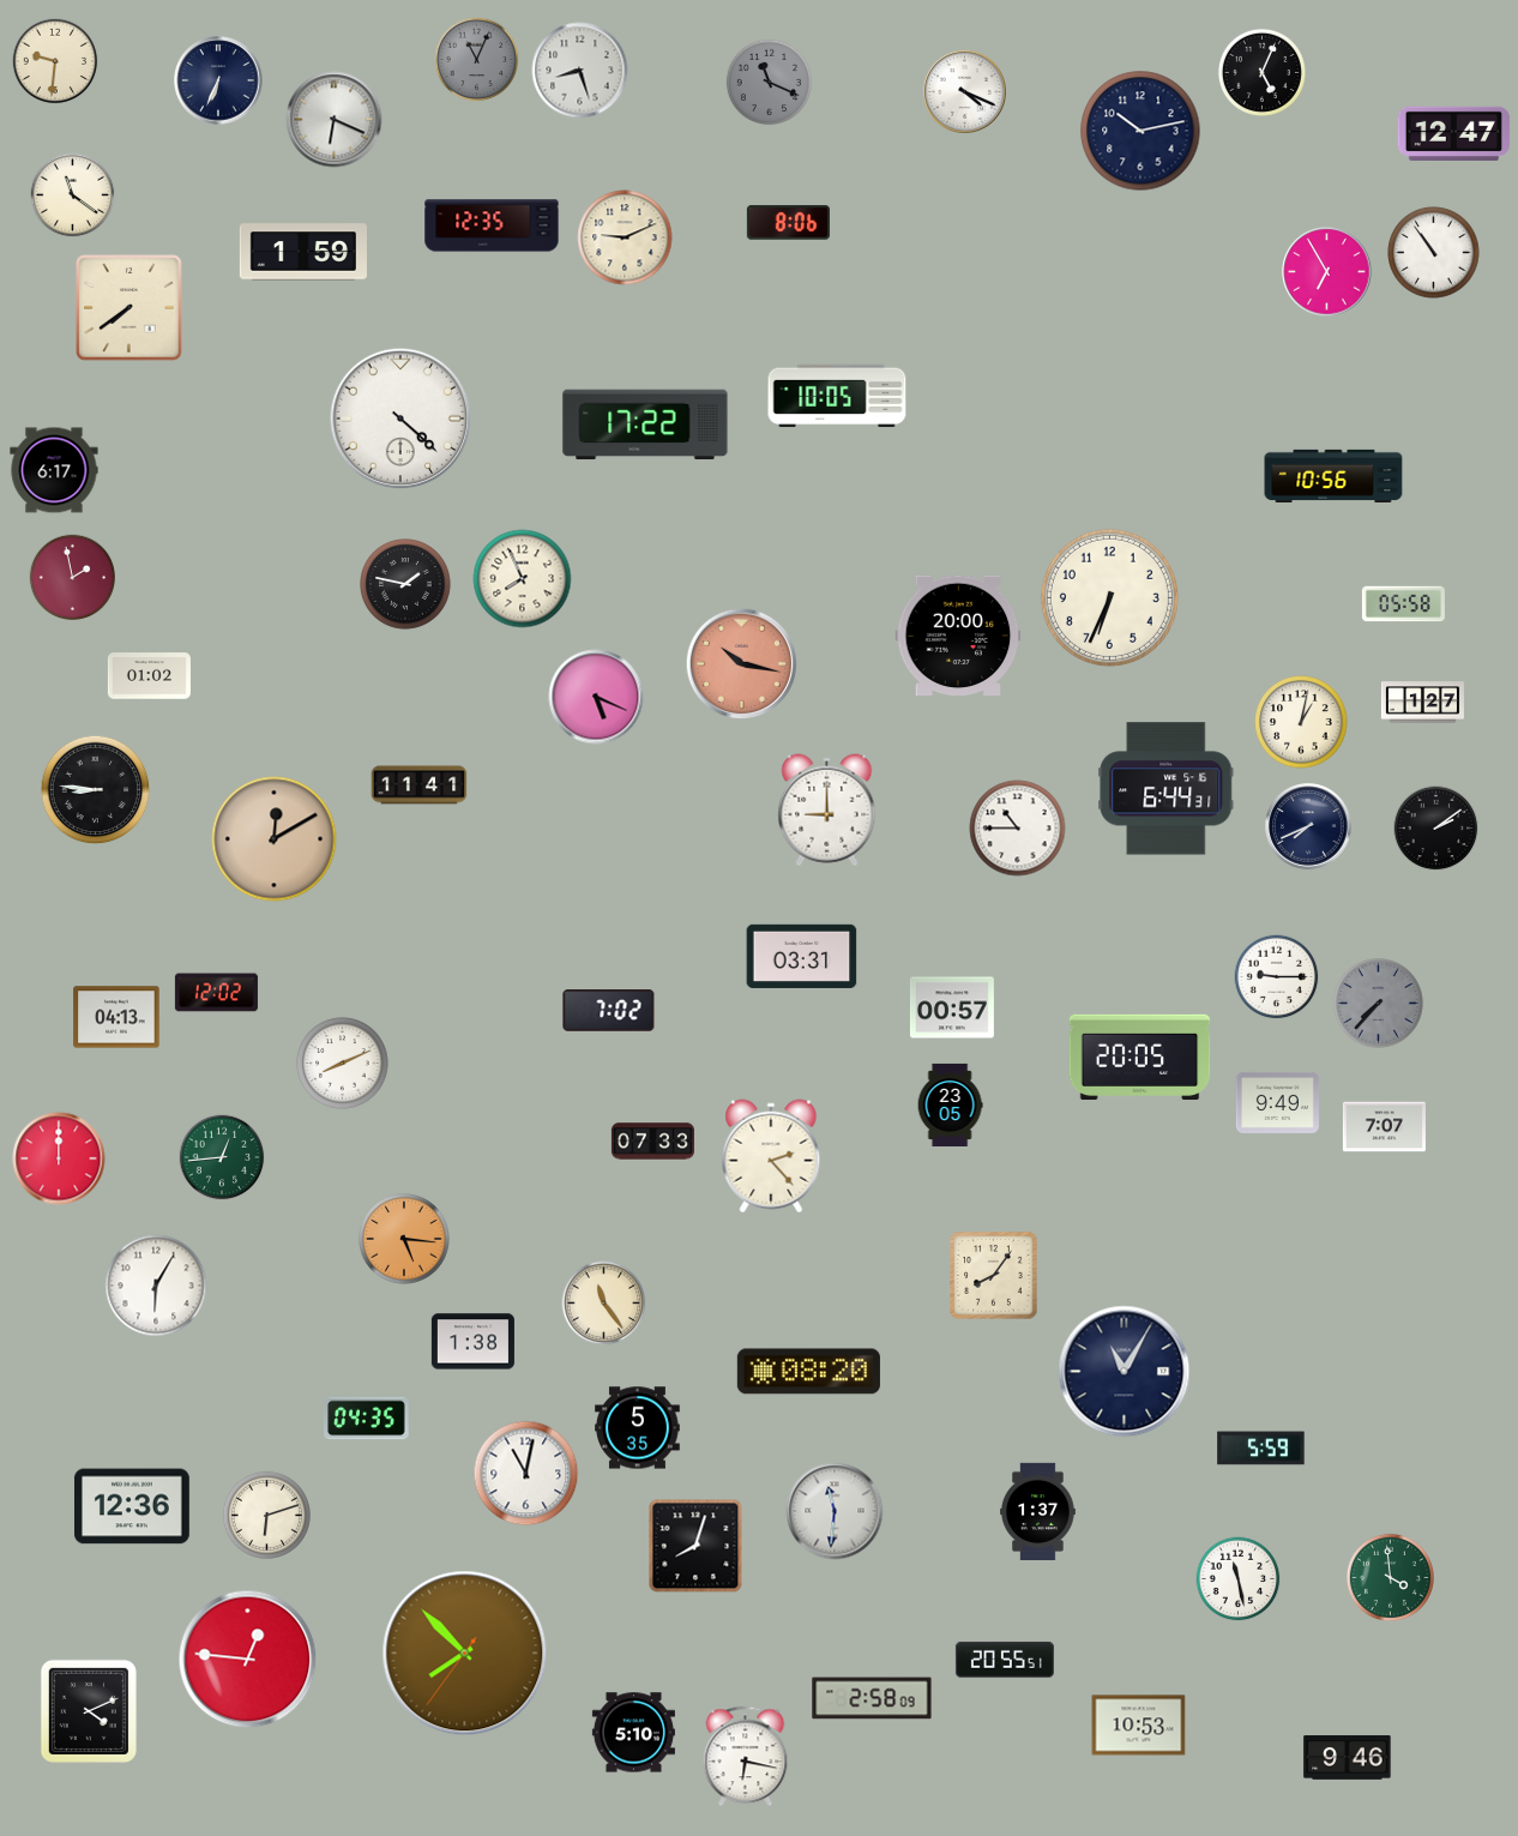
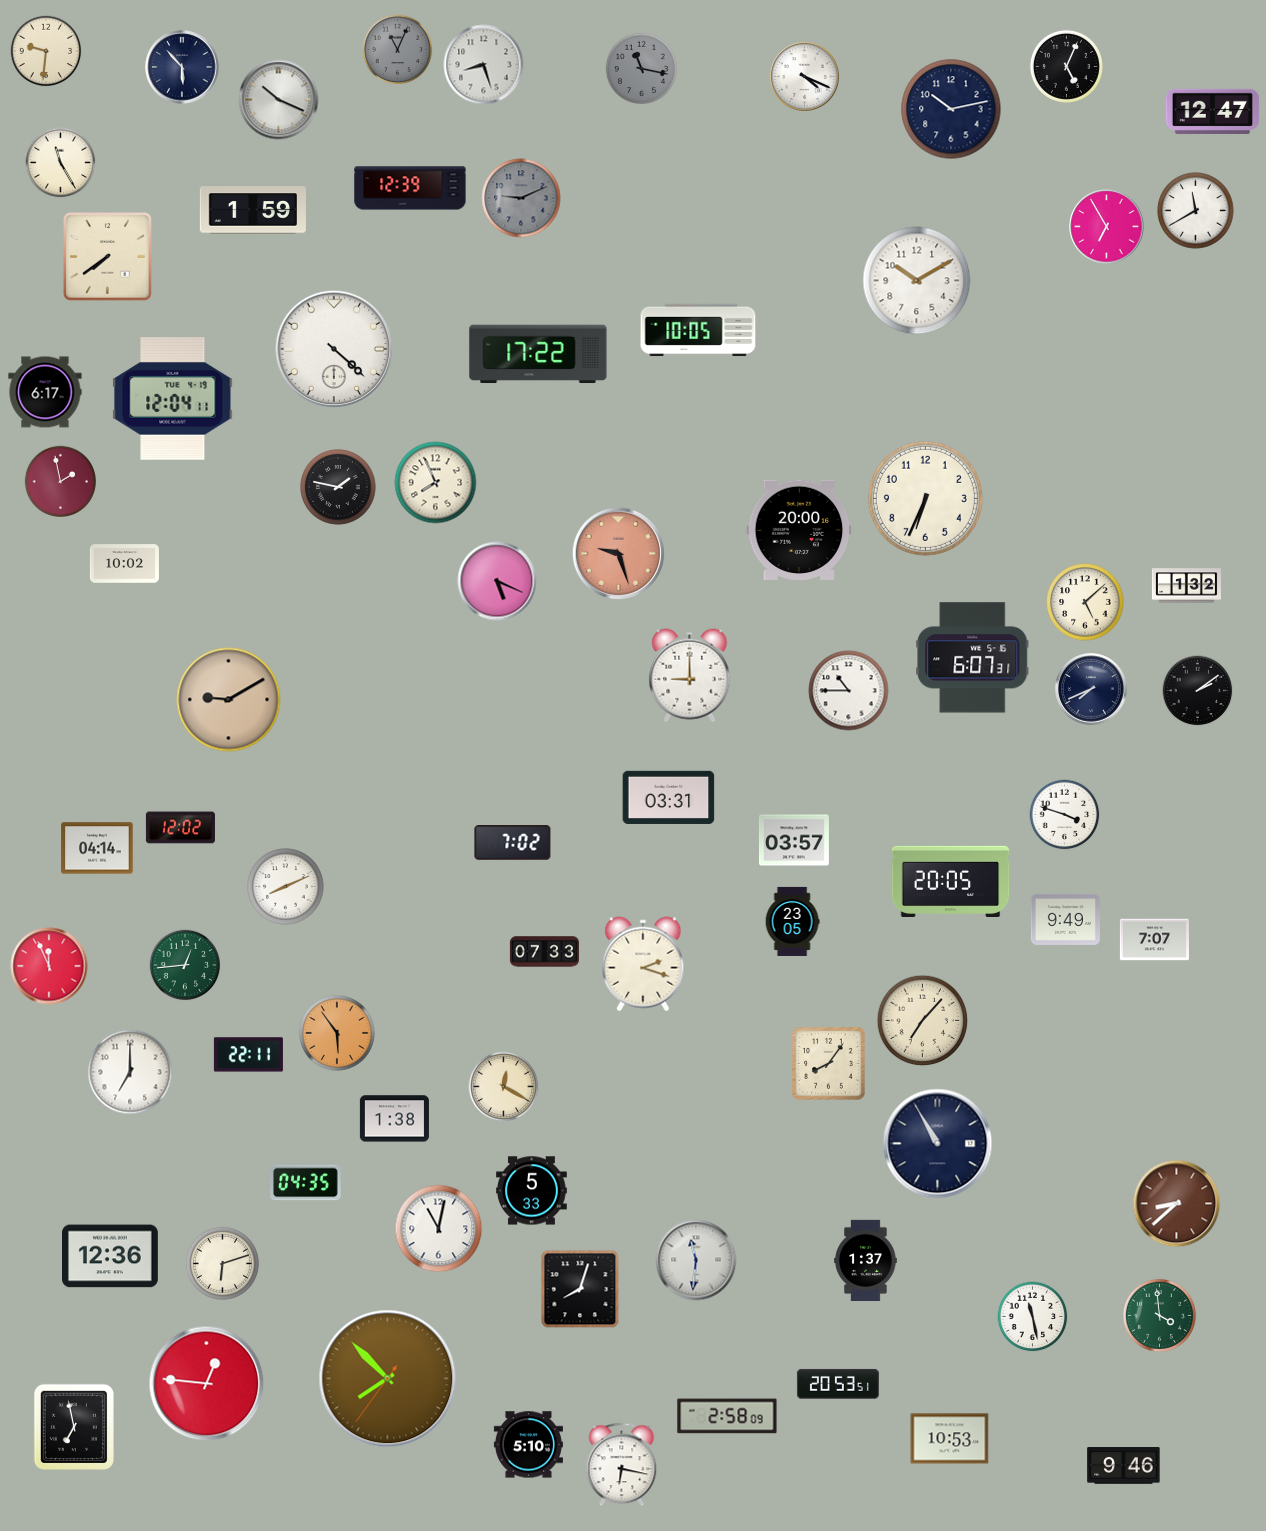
clock at (580, 71) position: (580, 71) -> (484, 65)
clock at (1261, 72) position: (1261, 72) -> (1066, 66)
clock at (218, 80): 6:34 -> 5:53
clock at (770, 83): 11:19 -> 11:17
clock at (335, 120): 6:19 -> 10:19
clock at (73, 195): 11:21 -> 11:25
clock at (788, 223): 8:06 -> none
clock at (492, 225): 12:35 -> 12:39
clock at (625, 237) dial: cream -> grey
clock at (1434, 253): 10:54 -> 11:40
clock at (917, 281): none -> 10:10
clock at (1333, 475): 10:56 -> none
clock at (173, 399): none -> 12:04
clock at (1403, 604): 05:58 -> none
clock at (742, 664): 10:17 -> 9:27
clock at (149, 676): 01:02 -> 10:02
clock at (1422, 703): 1:27 -> 1:32
clock at (1301, 722): 1:02 -> 5:08
clock at (420, 785): 11:41 -> none
clock at (1167, 789): 6:44 -> 6:07
clock at (96, 790): 8:46 -> none
clock at (275, 839): 12:10 -> 9:10
clock at (1277, 977): 9:15 -> 3:48
clock at (1379, 1004): 7:37 -> none
clock at (952, 1007): 00:57 -> 03:57
clock at (609, 1011) position: (609, 1011) -> (513, 843)
clock at (116, 1017): 04:13 -> 04:14
clock at (771, 1156): 2:23 -> 2:18
clock at (59, 1158): 12:00 -> 11:56
clock at (923, 1021): none -> 7:07
clock at (404, 1239): 5:16 -> 5:54
clock at (248, 1055): none -> 22:11
clock at (156, 1286): 6:05 -> 7:00
clock at (604, 1304): 11:24 -> 12:20
clock at (808, 1372): 08:20 -> none
clock at (1125, 1372): 11:05 -> 10:55
clock at (638, 1428): 5:35 -> 5:33
clock at (1177, 1204): none -> 8:38
clock at (1261, 1449): 5:59 -> none
clock at (1005, 1660): 20:55 -> 20:53
clock at (89, 1711): 4:11 -> 6:58
